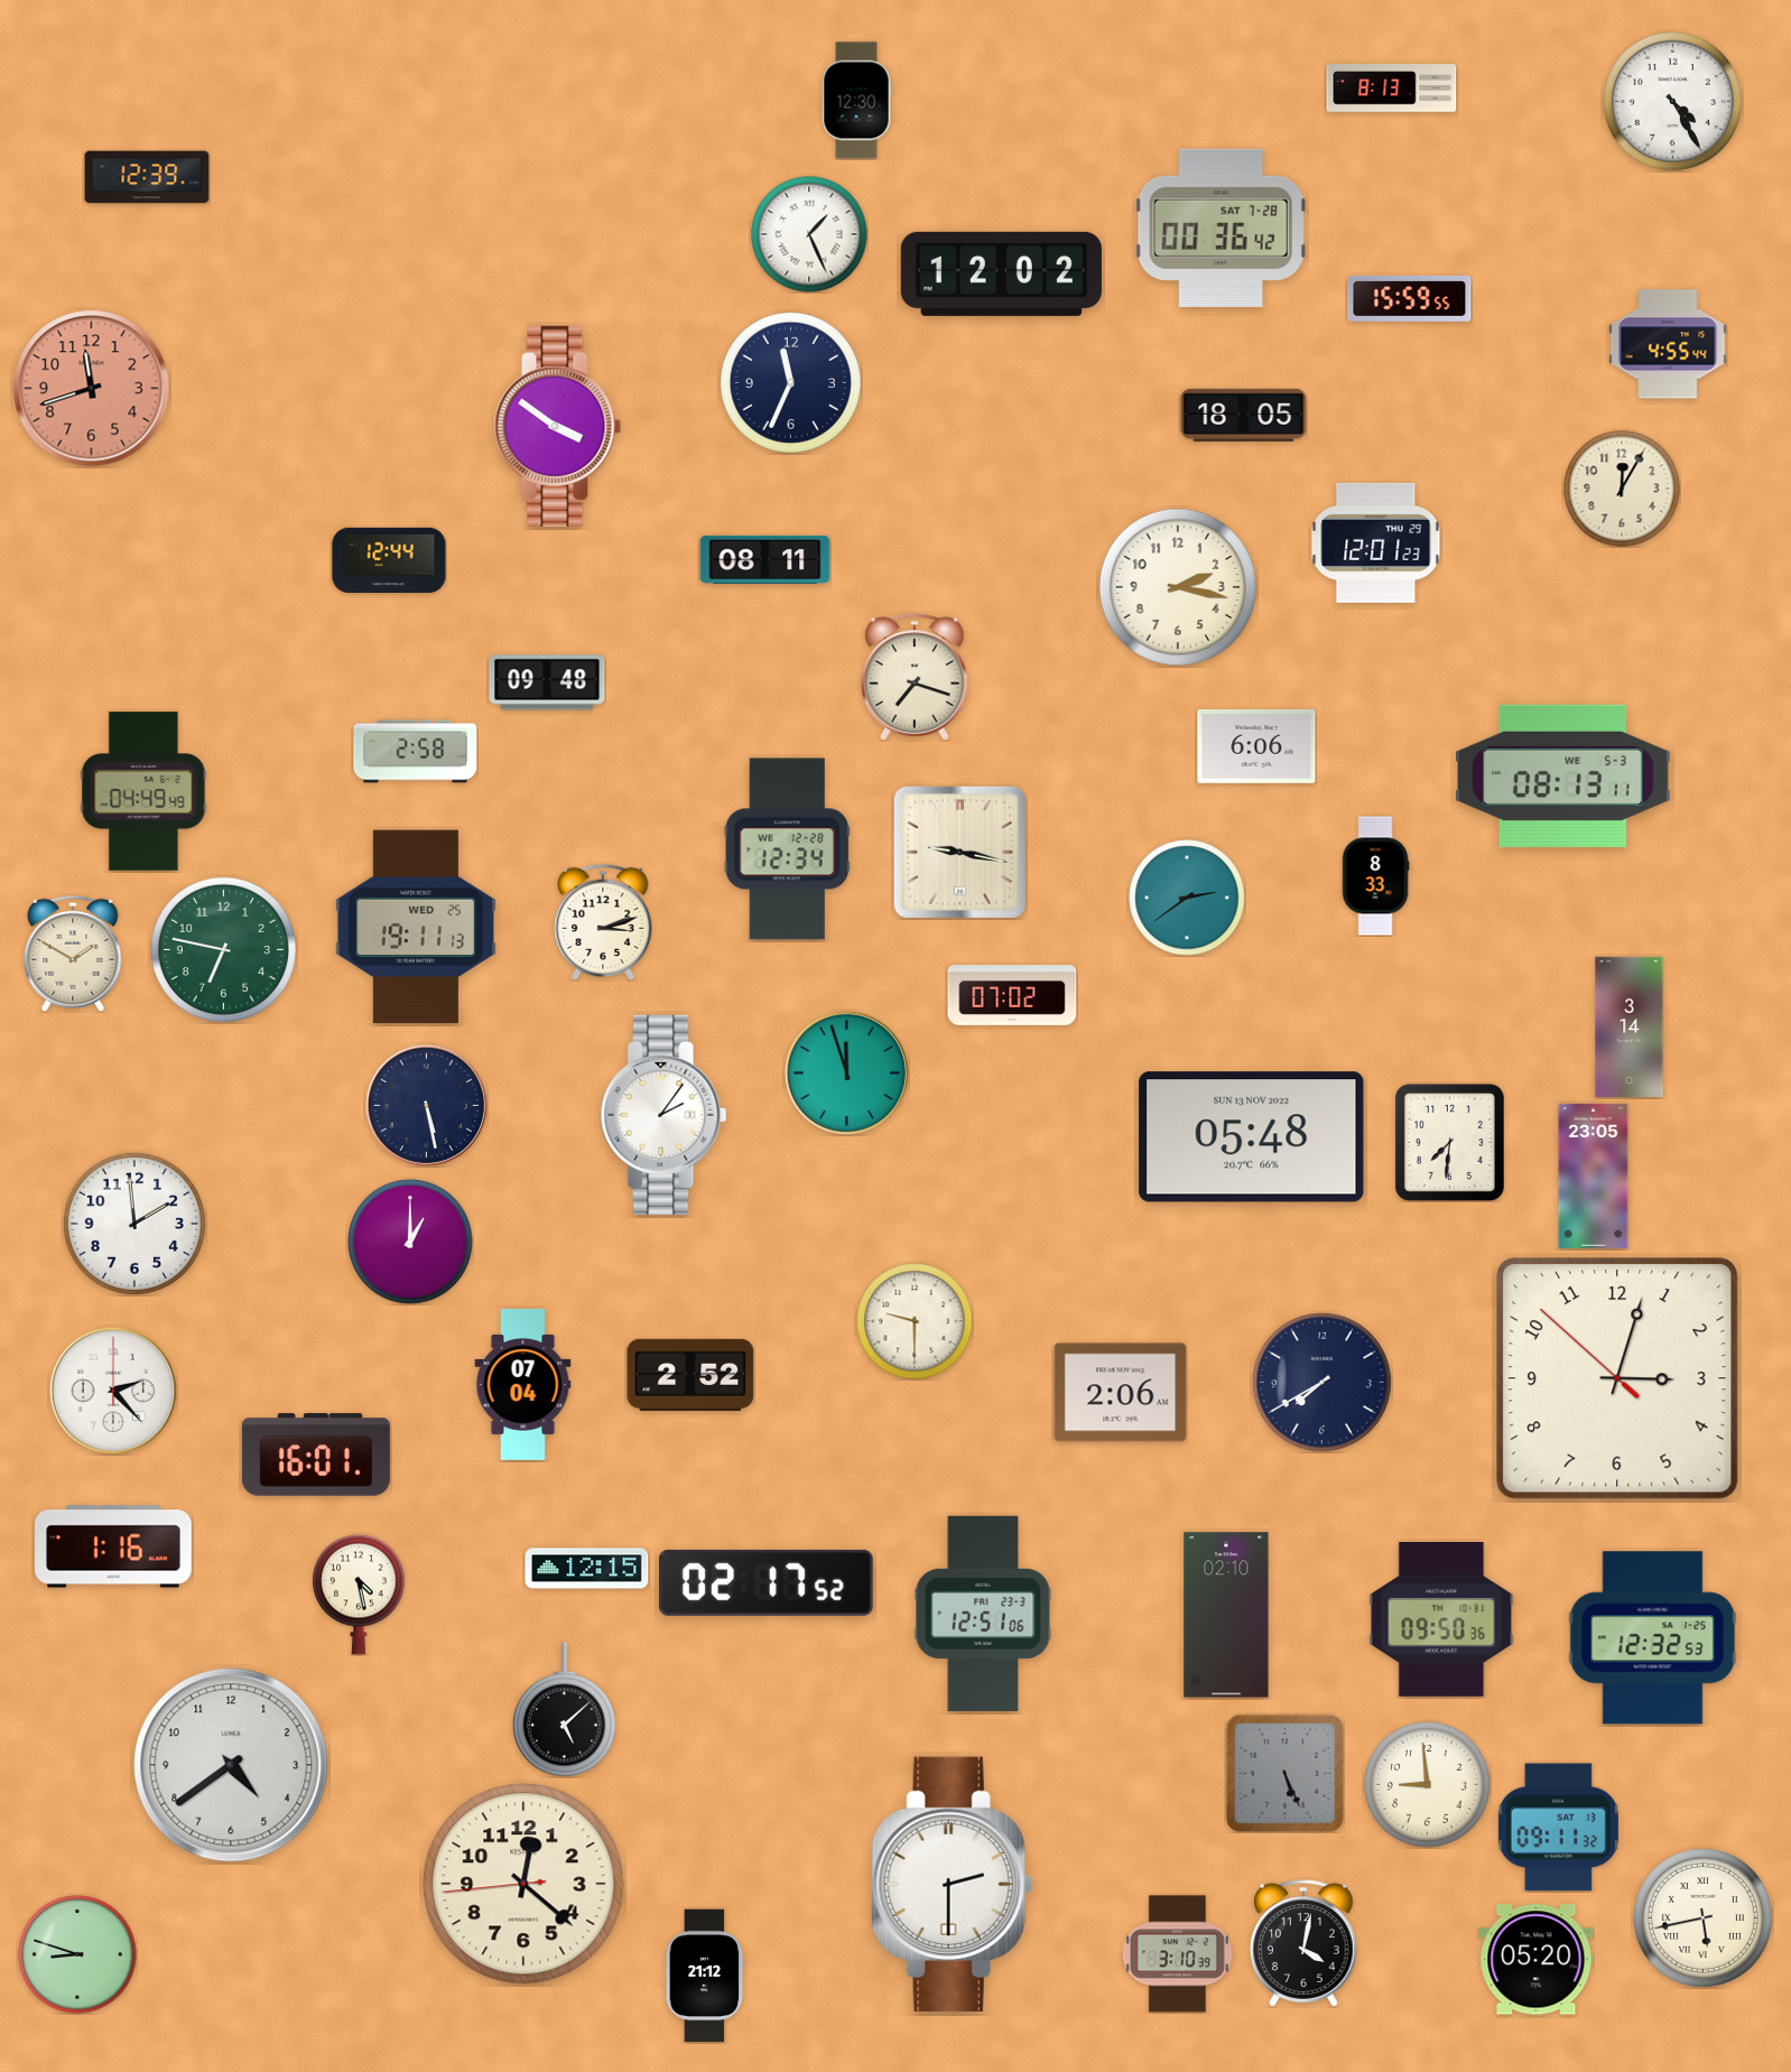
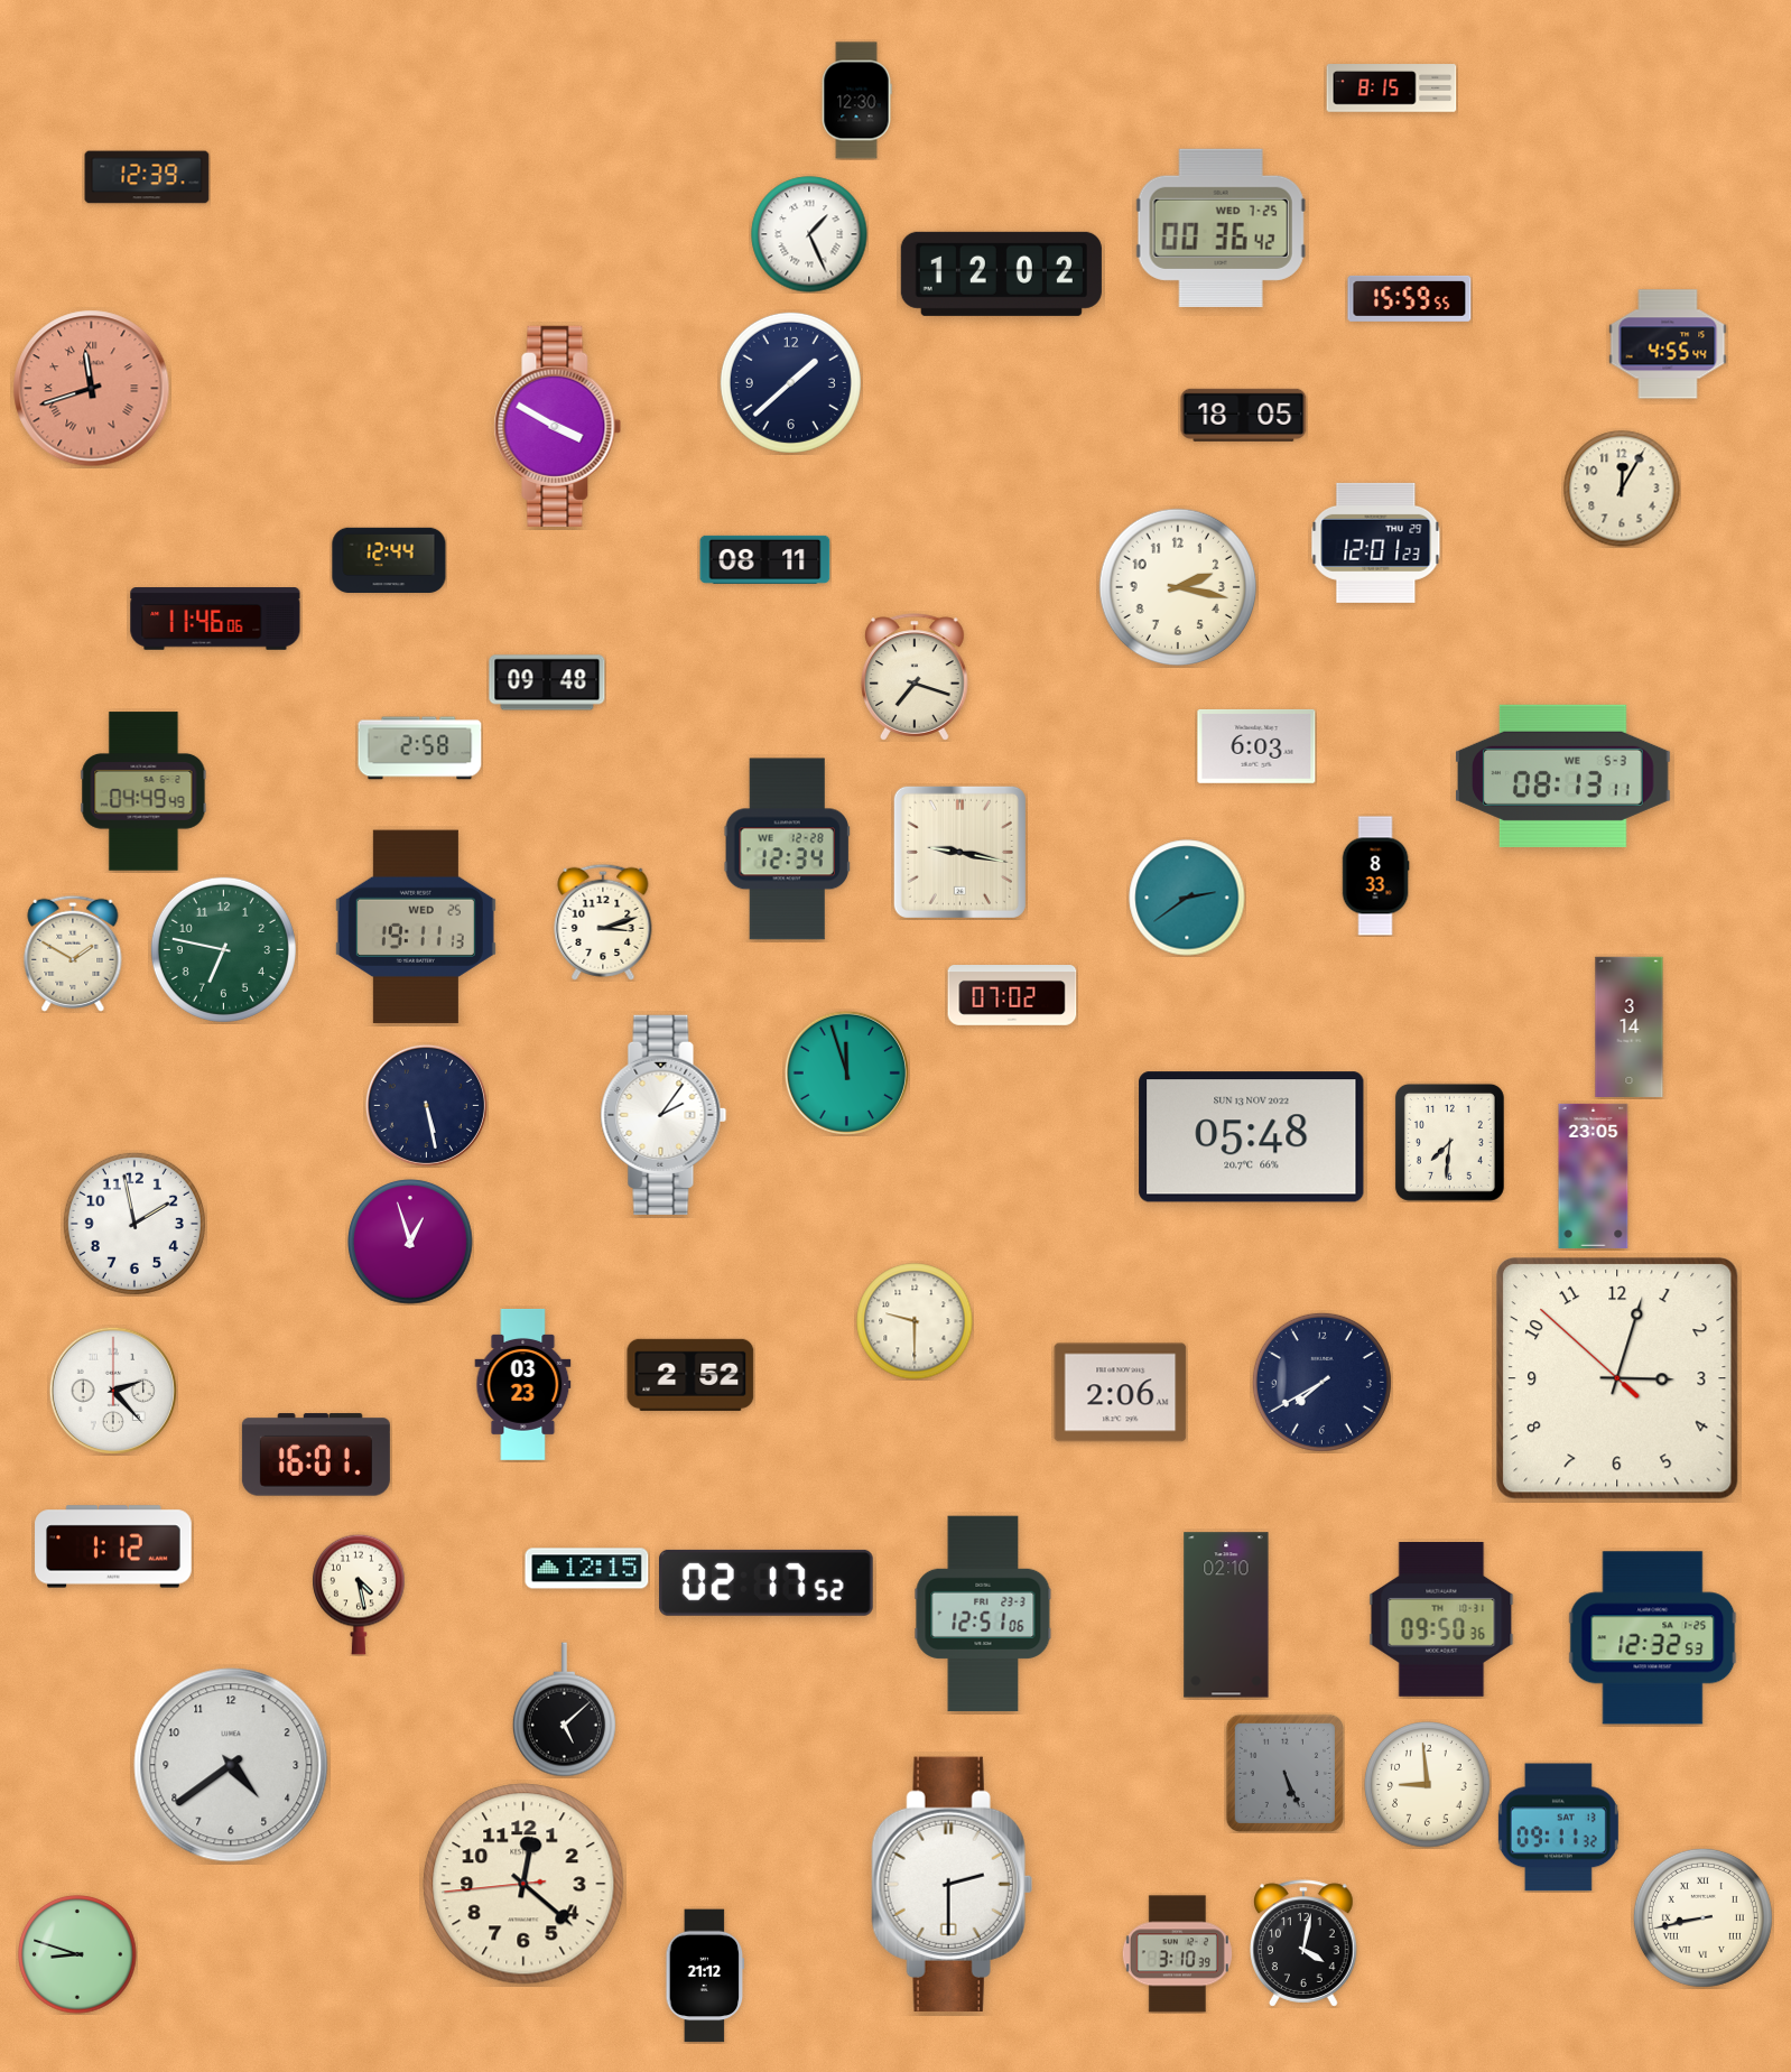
clock at (1392, 89): 8:13 -> 8:15
clock at (1672, 101): 4:25 -> none
clock at (1221, 227) date: SAT 7-28 -> WED 7-25
clock at (790, 382): 11:34 -> 1:38
clock at (92, 389) numerals: Arabic -> Roman
clock at (558, 426): 3:51 -> 3:50
clock at (215, 619): none -> 11:46
clock at (1256, 746): 6:06 -> 6:03
clock at (416, 752) position: (416, 752) -> (420, 749)
clock at (134, 1224): 1:59 -> 1:58
clock at (410, 1242): 1:00 -> 12:57
clock at (523, 1384): 07:04 -> 03:23
clock at (113, 1546): 1:16 -> 1:12
clock at (1702, 1917): 5:43 -> 8:43
clock at (1537, 1960): 05:20 -> none
